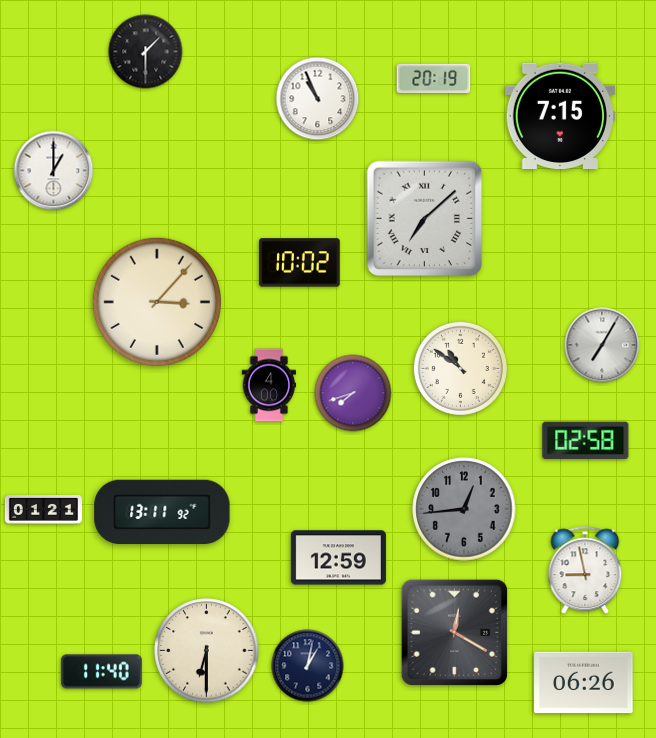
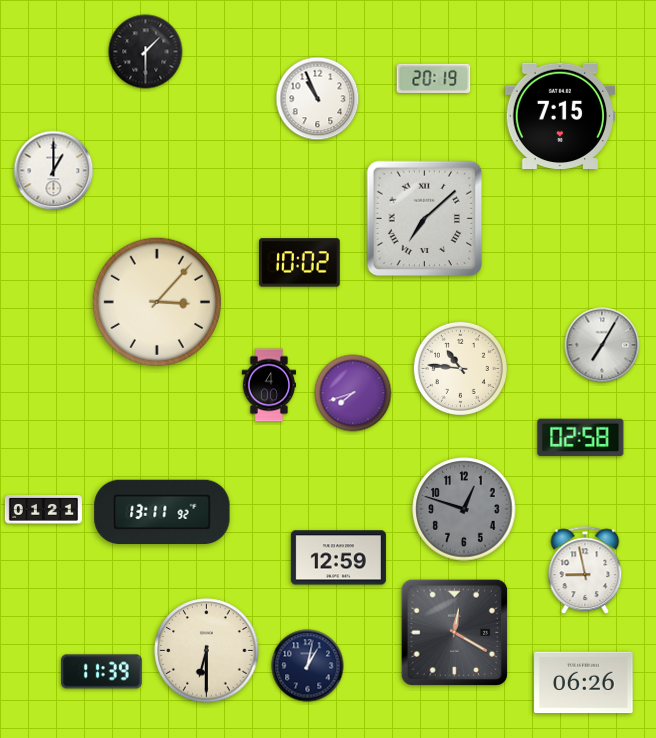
clock at (460, 368): 10:51 -> 10:46
clock at (586, 441) position: (586, 441) -> (581, 438)
clock at (464, 509): 12:44 -> 12:48
clock at (102, 672): 11:40 -> 11:39
